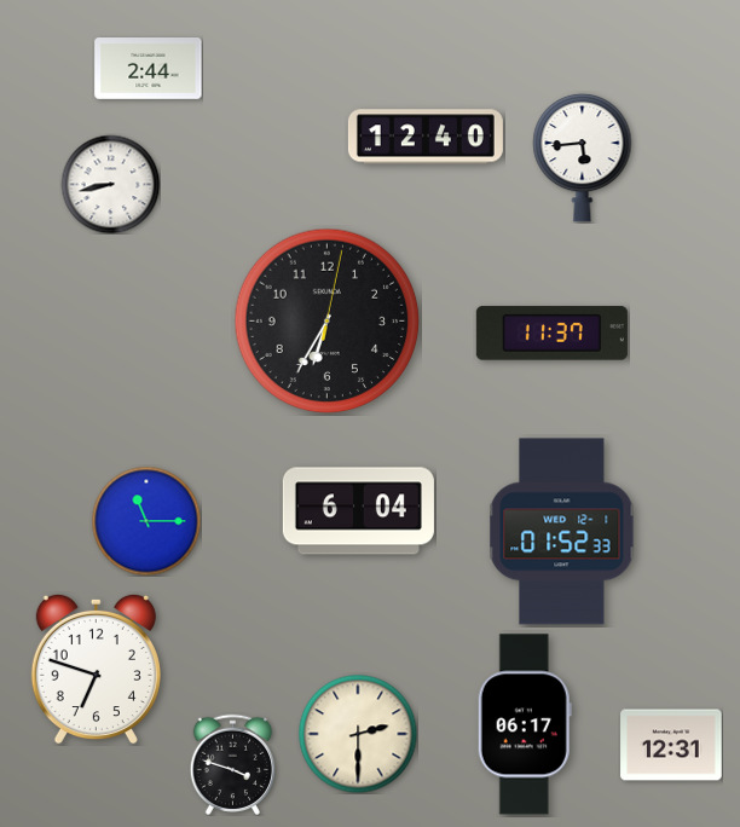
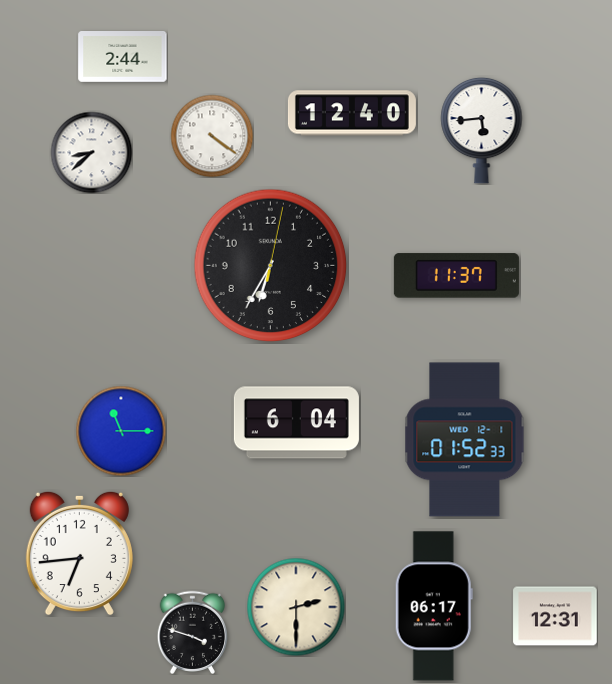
clock at (212, 136): none -> 4:21
clock at (110, 184): 8:43 -> 8:38
clock at (96, 669): 6:48 -> 6:44
clock at (525, 724) position: (525, 724) -> (434, 606)
